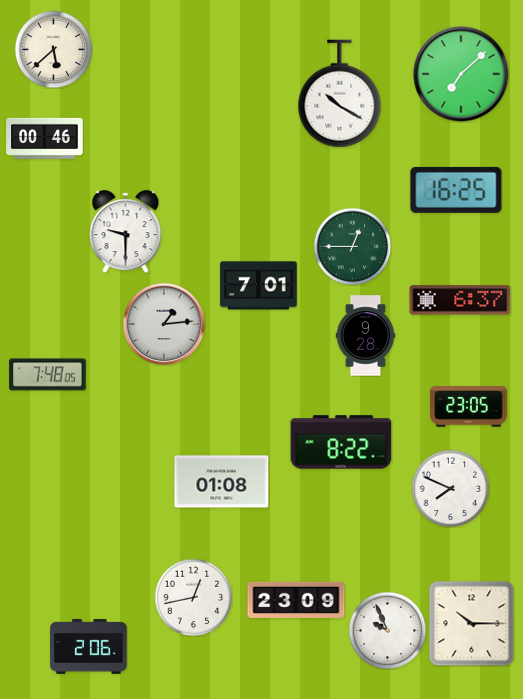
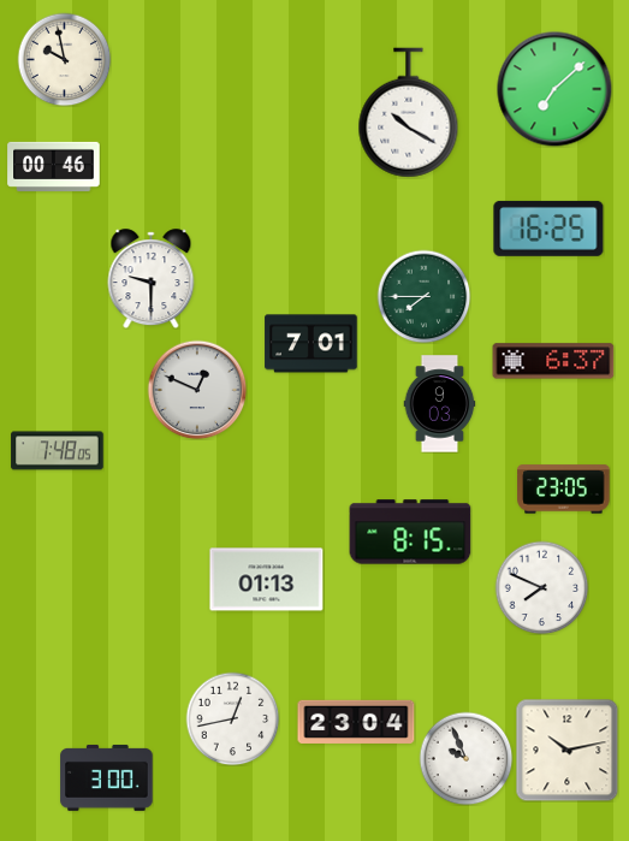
clock at (53, 49): 5:38 -> 9:58
clock at (352, 246): 12:45 -> 7:45
clock at (164, 324): 1:14 -> 12:49
clock at (366, 336): 9:28 -> 9:03
clock at (341, 442): 8:22 -> 8:15
clock at (222, 482): 01:08 -> 01:13
clock at (296, 600): 23:09 -> 23:04
clock at (471, 623): 10:15 -> 10:13
clock at (89, 646): 2:06 -> 3:00
